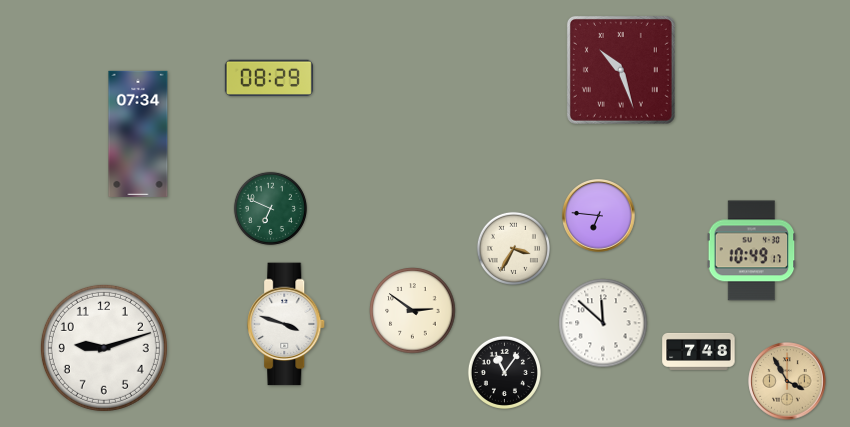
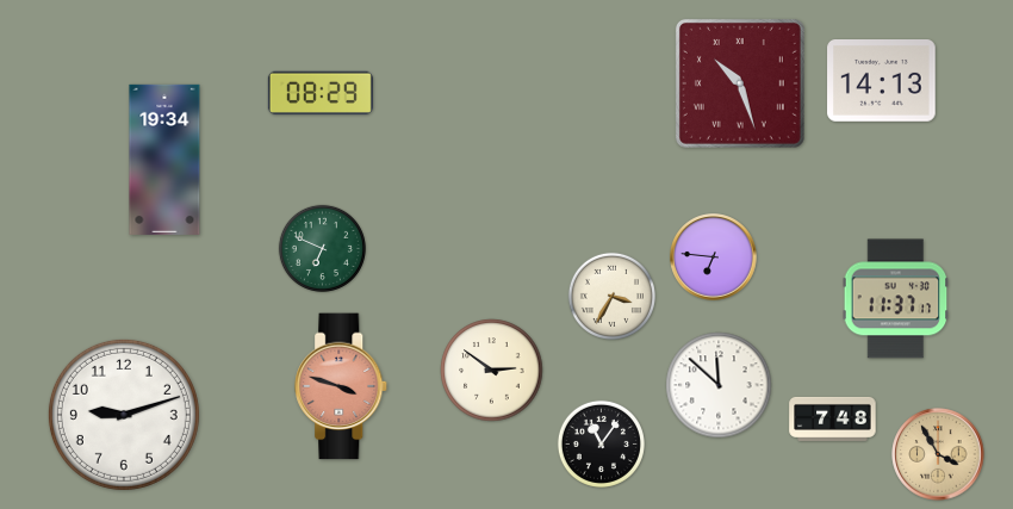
clock at (882, 81): none -> 14:13
clock at (138, 134): 07:34 -> 19:34
clock at (752, 251): 10:49 -> 11:37
clock at (287, 324) dial: white -> salmon
